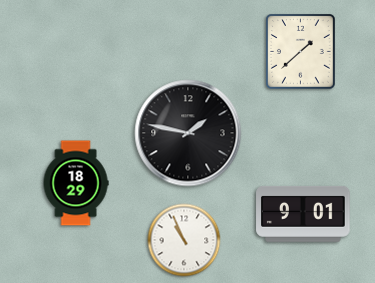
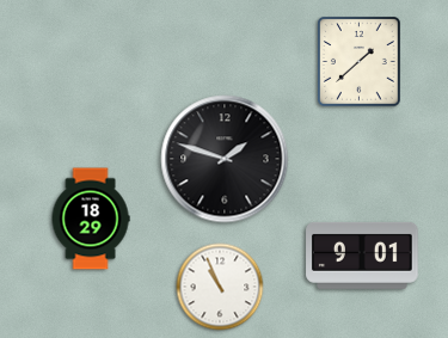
clock at (188, 133): 1:47 -> 1:48
